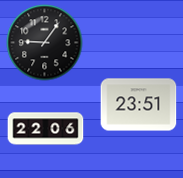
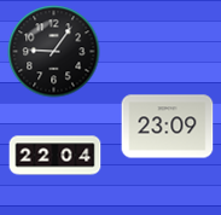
clock at (139, 105): 23:51 -> 23:09
clock at (46, 129): 22:06 -> 22:04
